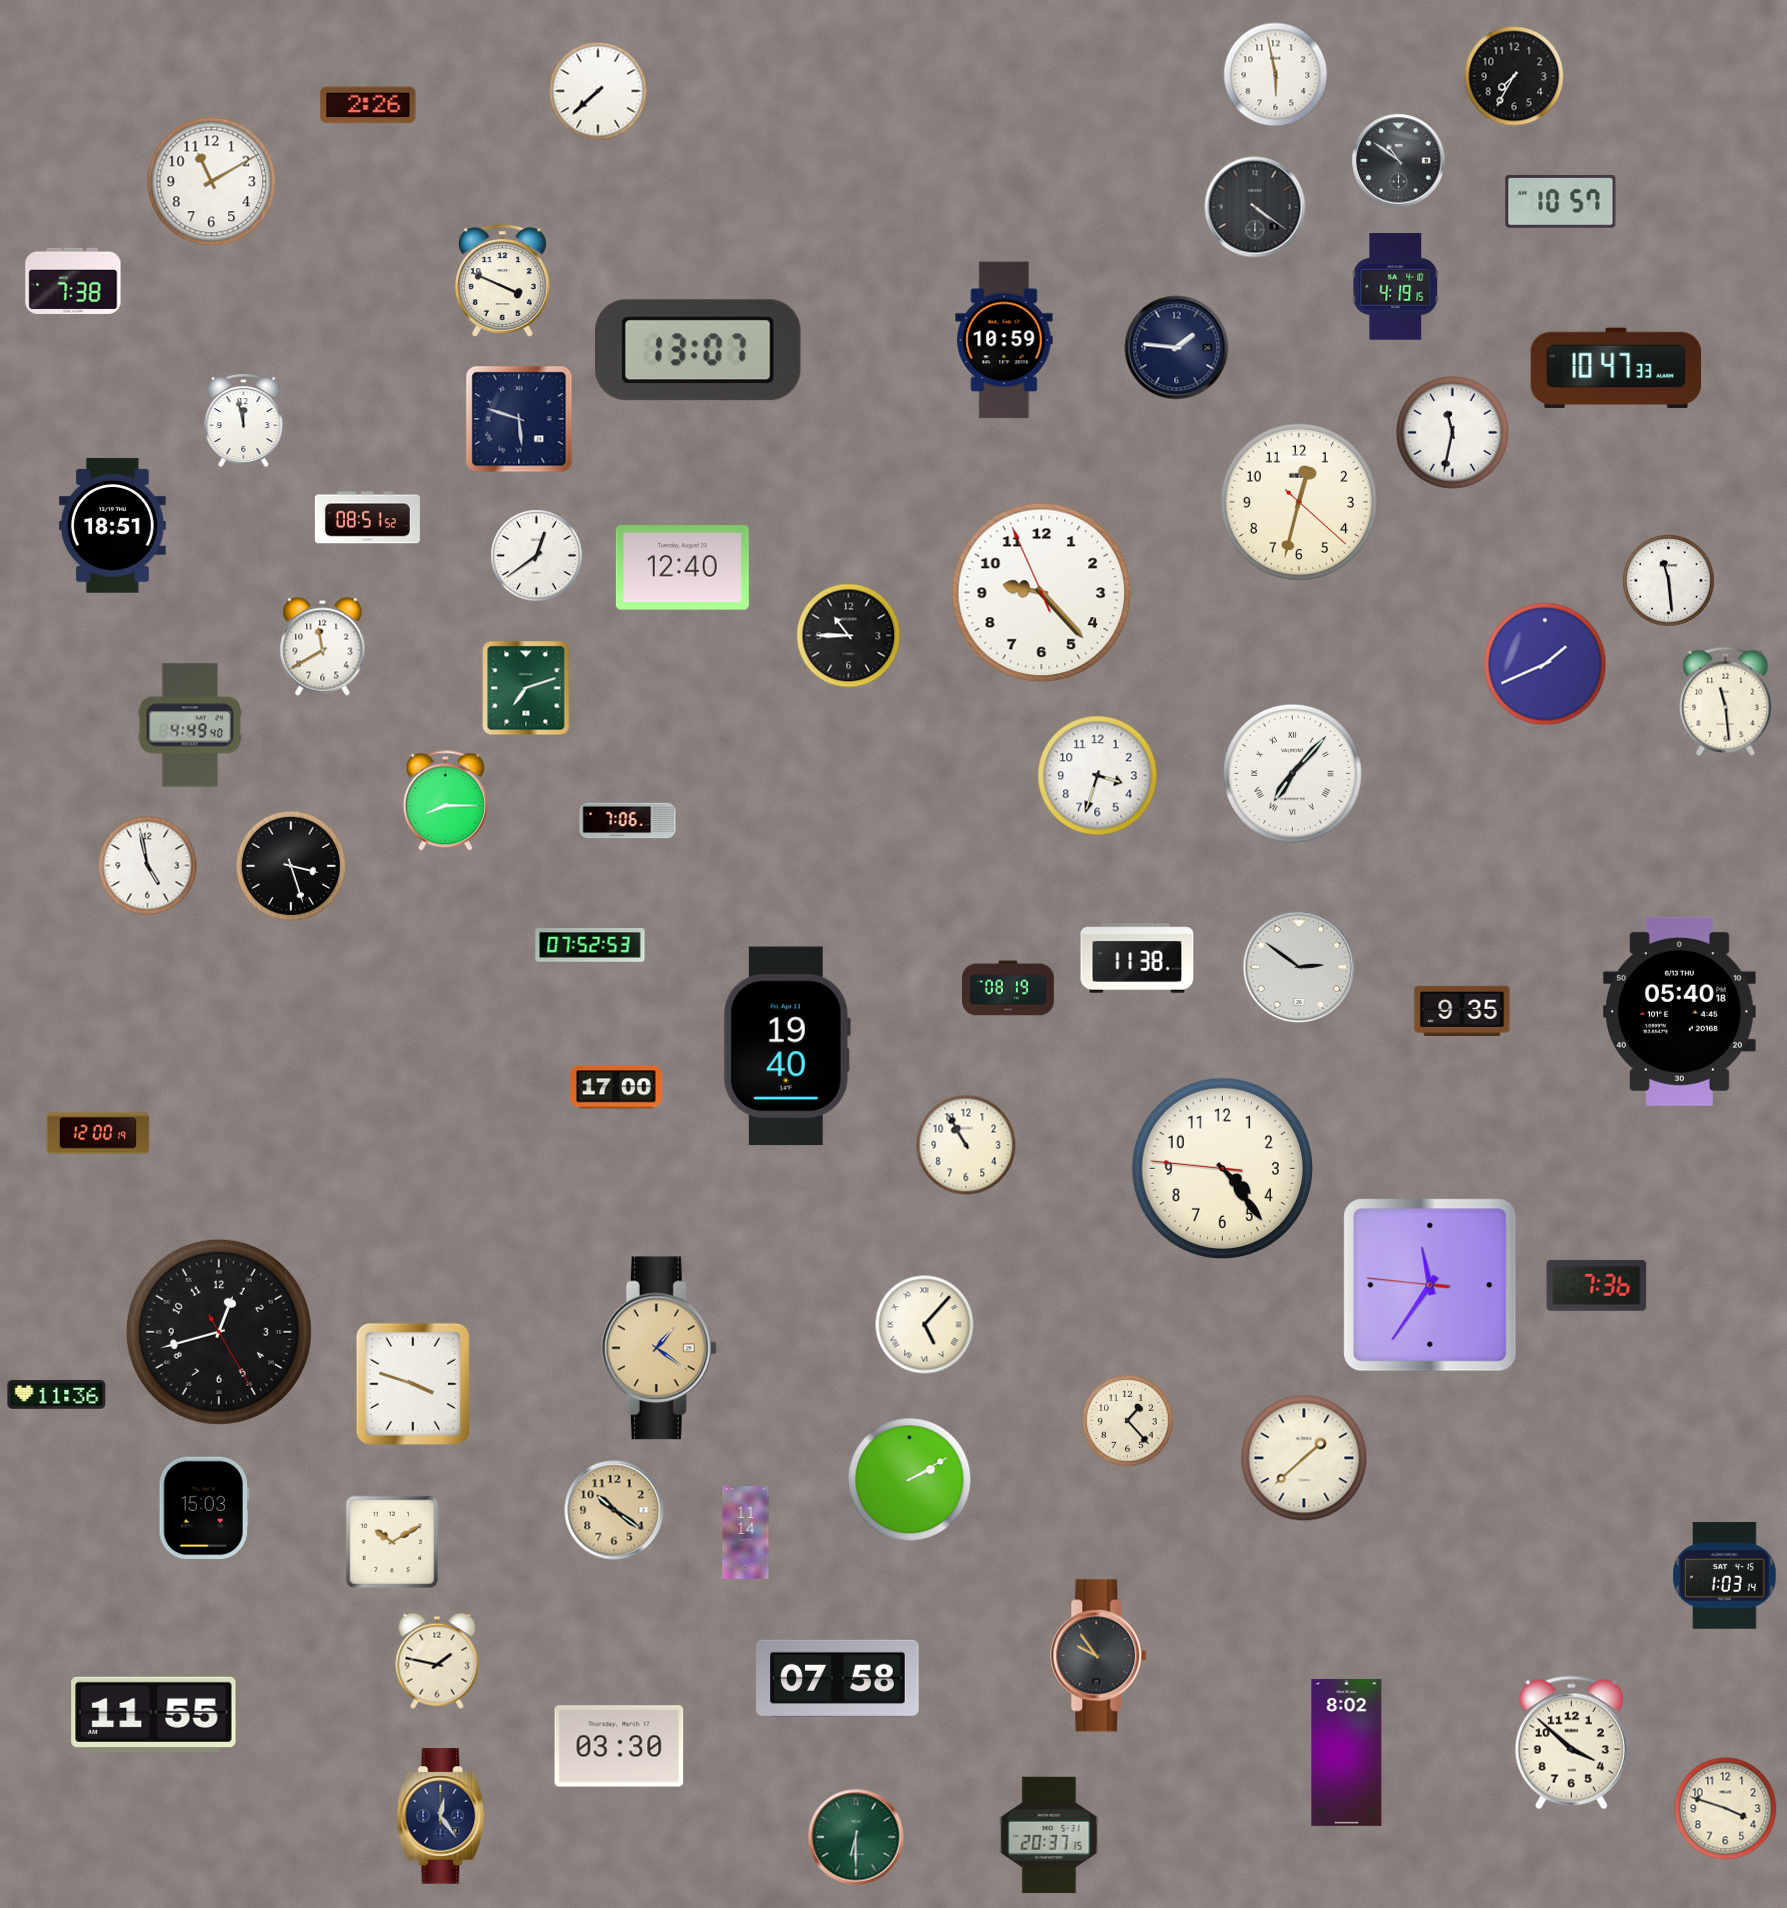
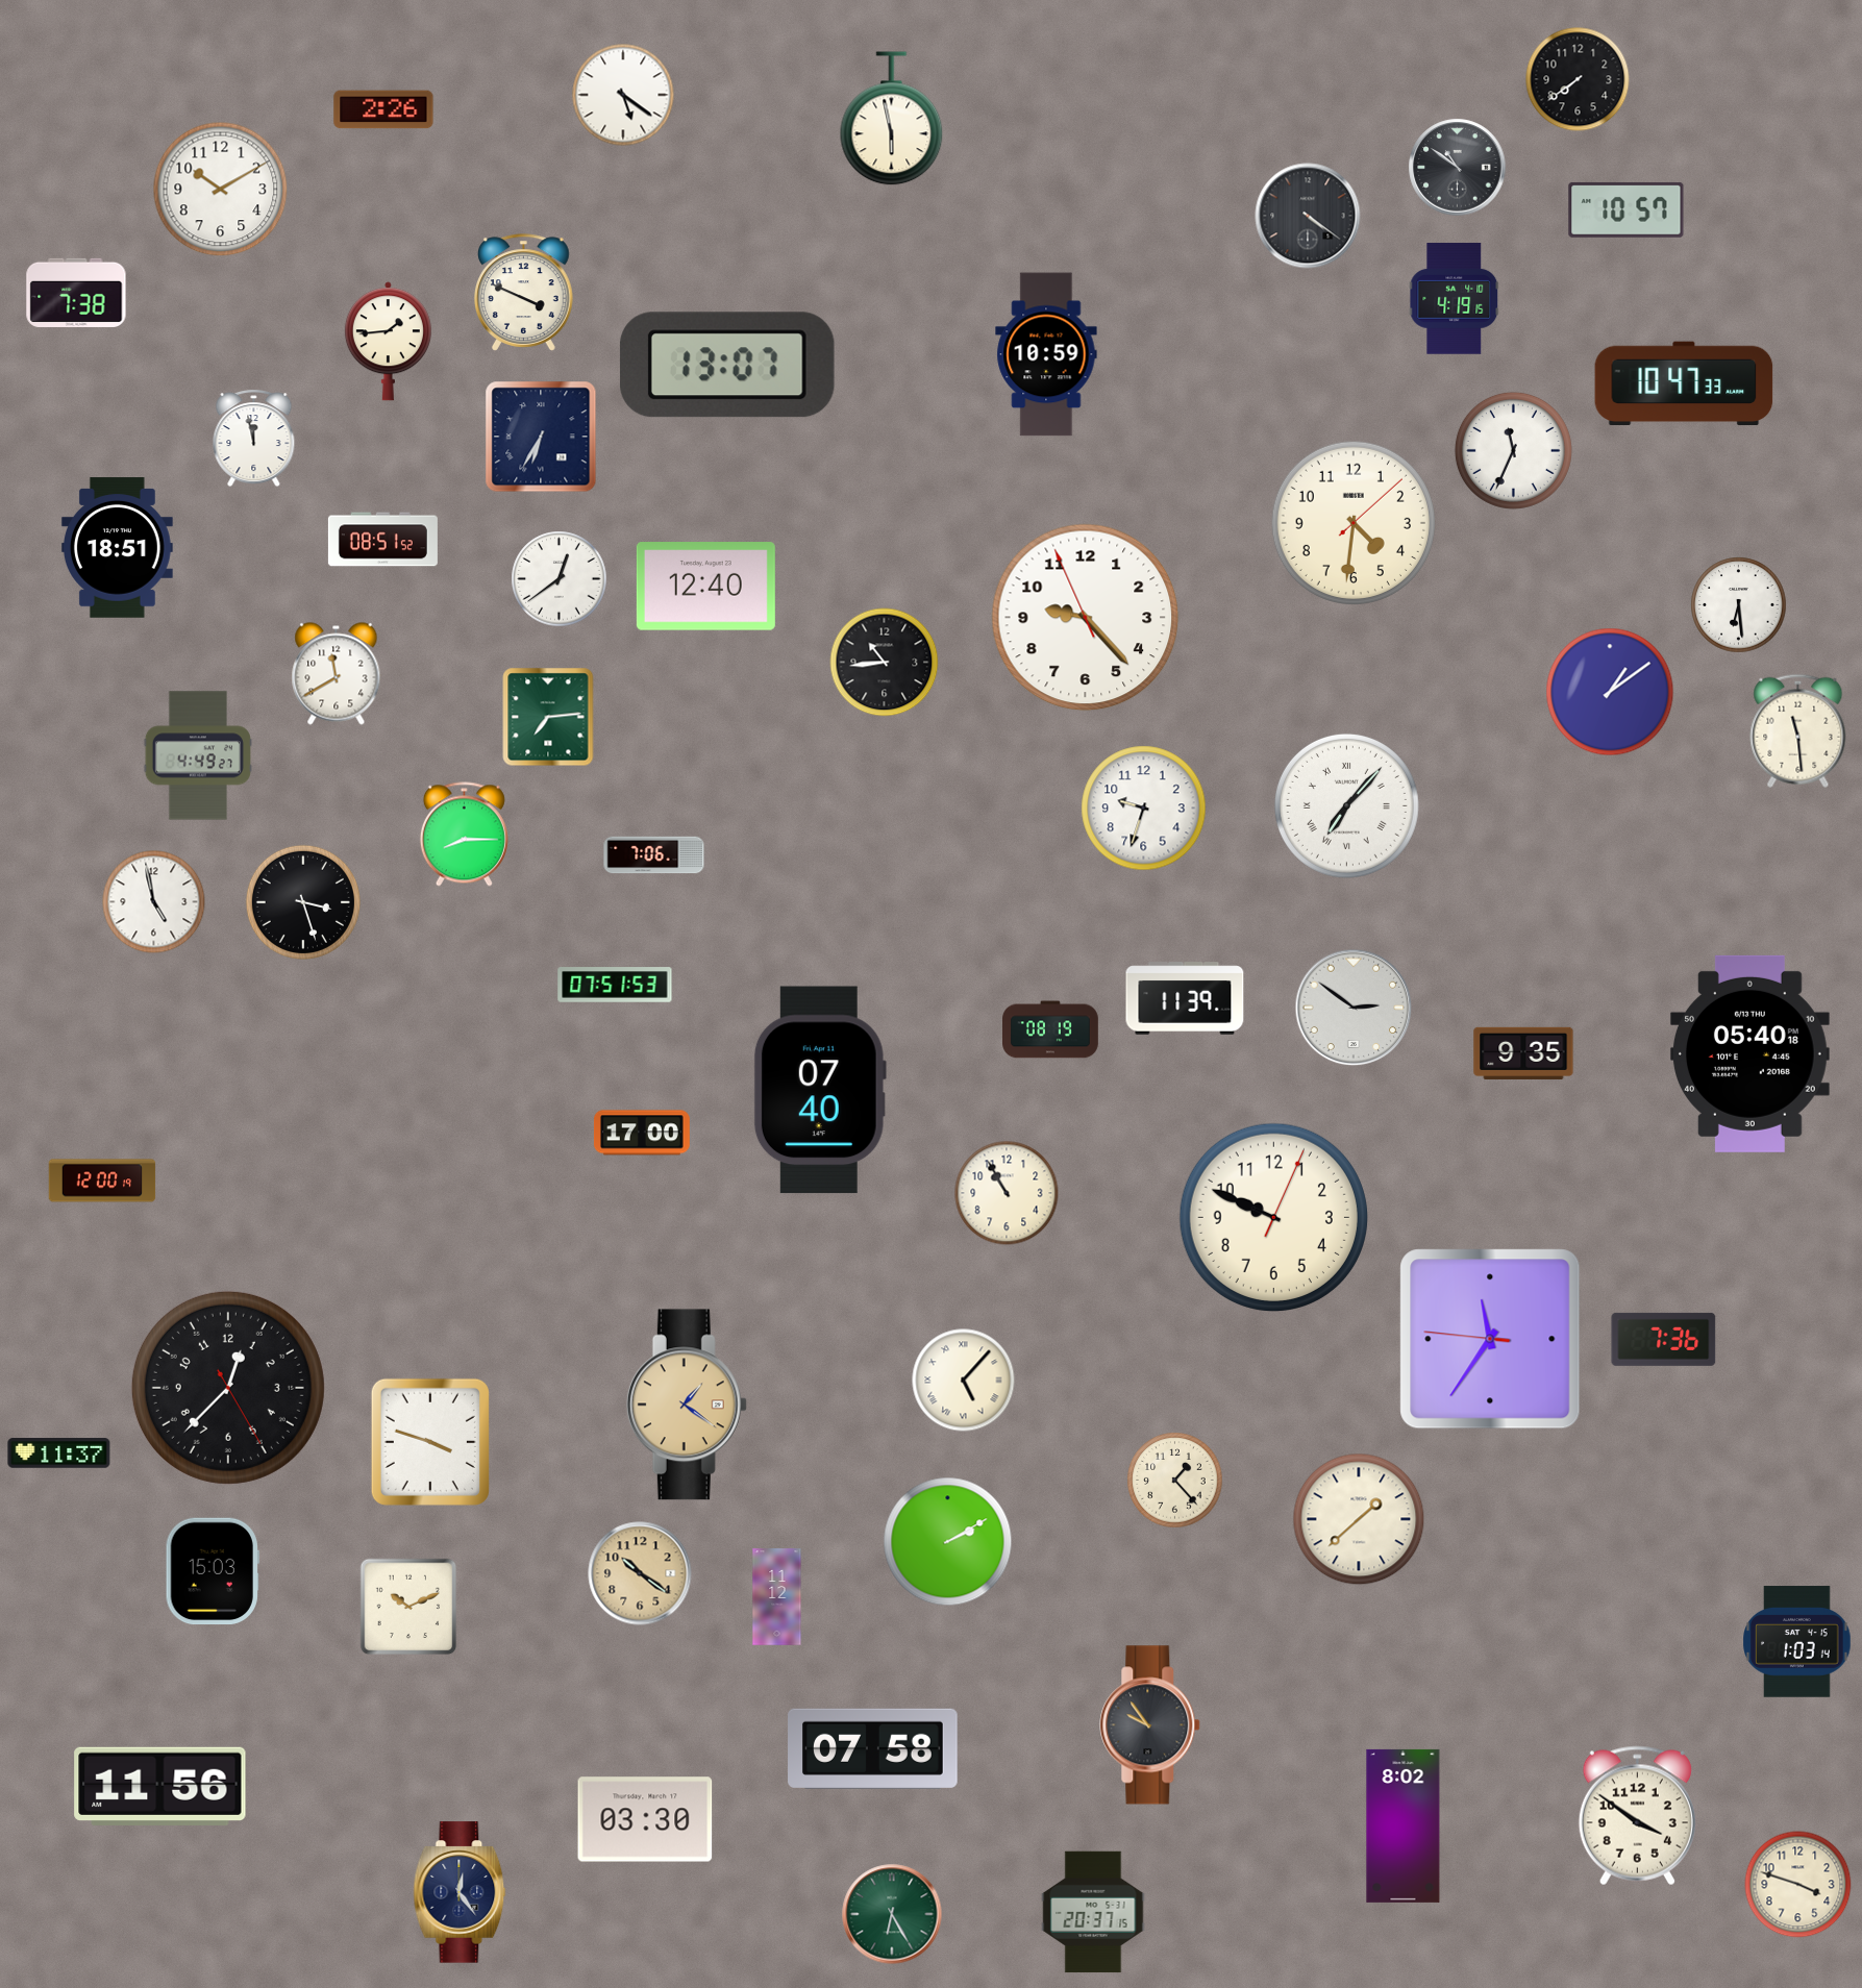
clock at (1276, 75): 5:58 -> none
clock at (1514, 76): 7:35 -> 7:39
clock at (598, 91): 7:38 -> 5:21
clock at (892, 119): none -> 5:58
clock at (212, 182): 11:10 -> 10:10
clock at (388, 342): none -> 1:44
clock at (1177, 348): 1:46 -> none
clock at (519, 419): 5:48 -> 6:35
clock at (1452, 432): 11:32 -> 11:34
clock at (1299, 502): 12:32 -> 4:31
clock at (682, 568) position: (682, 568) -> (705, 587)
clock at (1669, 581): 11:29 -> 6:29
clock at (849, 636): 10:45 -> 10:44
clock at (1545, 664): 1:41 -> 1:09
clock at (526, 688): 7:12 -> 7:14
clock at (190, 725): 4:49:40 -> 4:49:27
clock at (1098, 776): 3:33 -> 9:33
clock at (590, 945): 07:52 -> 07:51
clock at (1137, 958): 11:38 -> 11:39
clock at (787, 1046): 19:40 -> 07:40
clock at (1222, 1168): 4:23 -> 9:49
clock at (219, 1332): 12:42 -> 12:37
clock at (57, 1395): 11:36 -> 11:37
clock at (746, 1533): 11:14 -> 11:12
clock at (392, 1542): 10:10 -> 10:11
clock at (1099, 1656) position: (1099, 1656) -> (1150, 1725)
clock at (437, 1661): 1:47 -> none
clock at (154, 1714): 11:55 -> 11:56
clock at (1571, 1743): 3:52 -> 3:51
clock at (856, 1837): 6:30 -> 6:25
